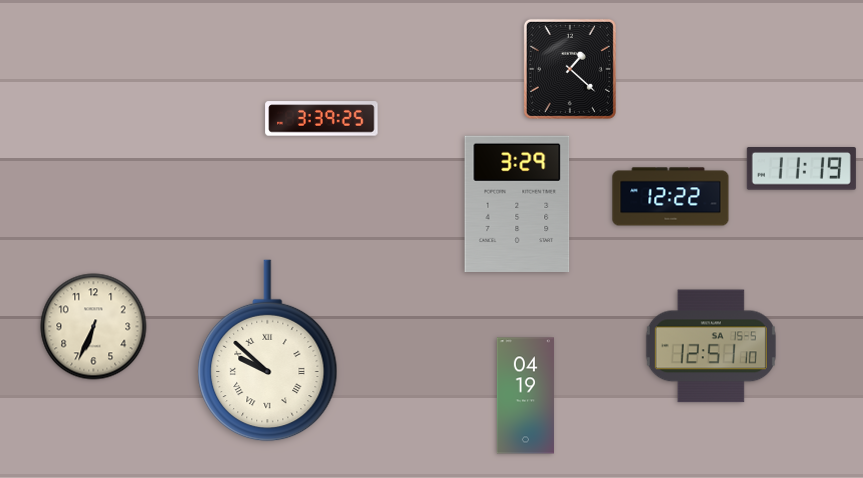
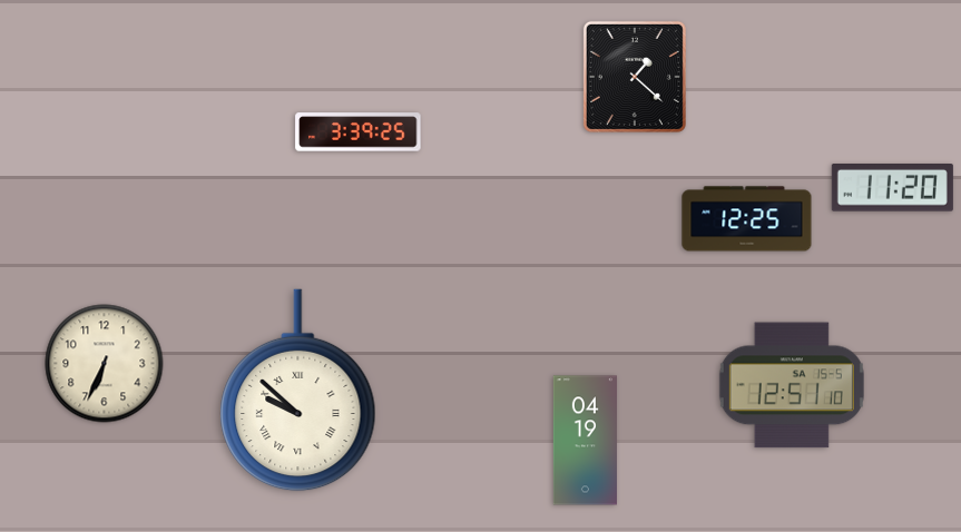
clock at (801, 169): 11:19 -> 11:20
clock at (671, 197): 12:22 -> 12:25
clock at (517, 203): 3:29 -> none
